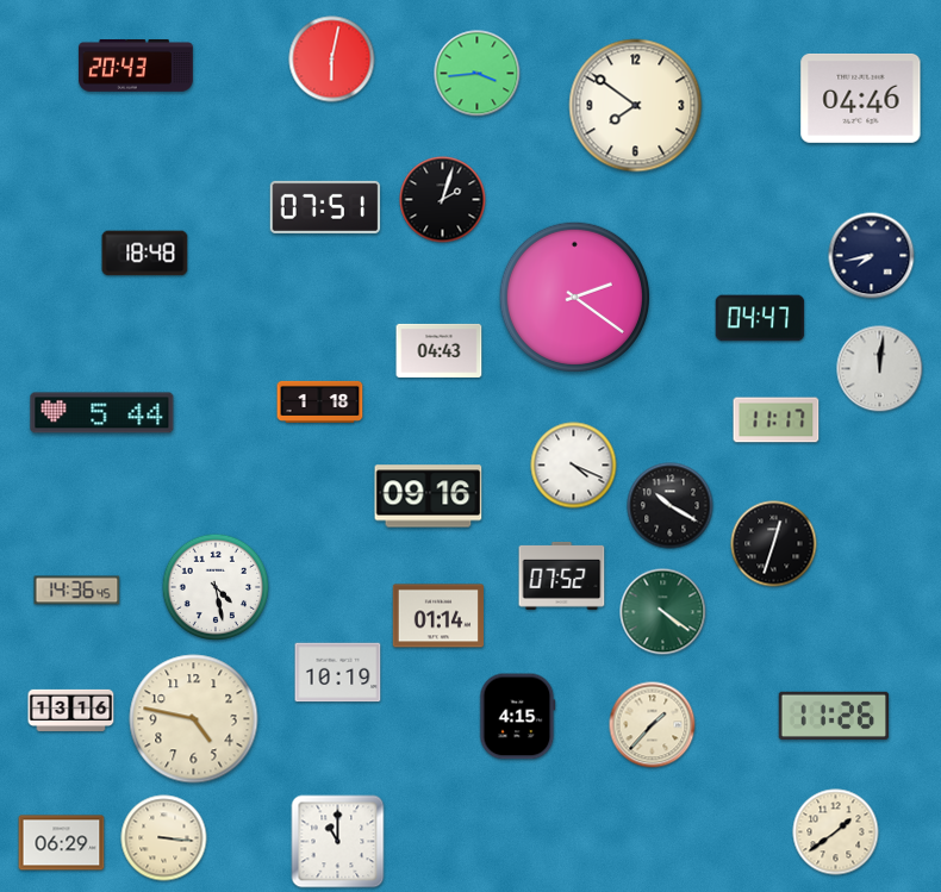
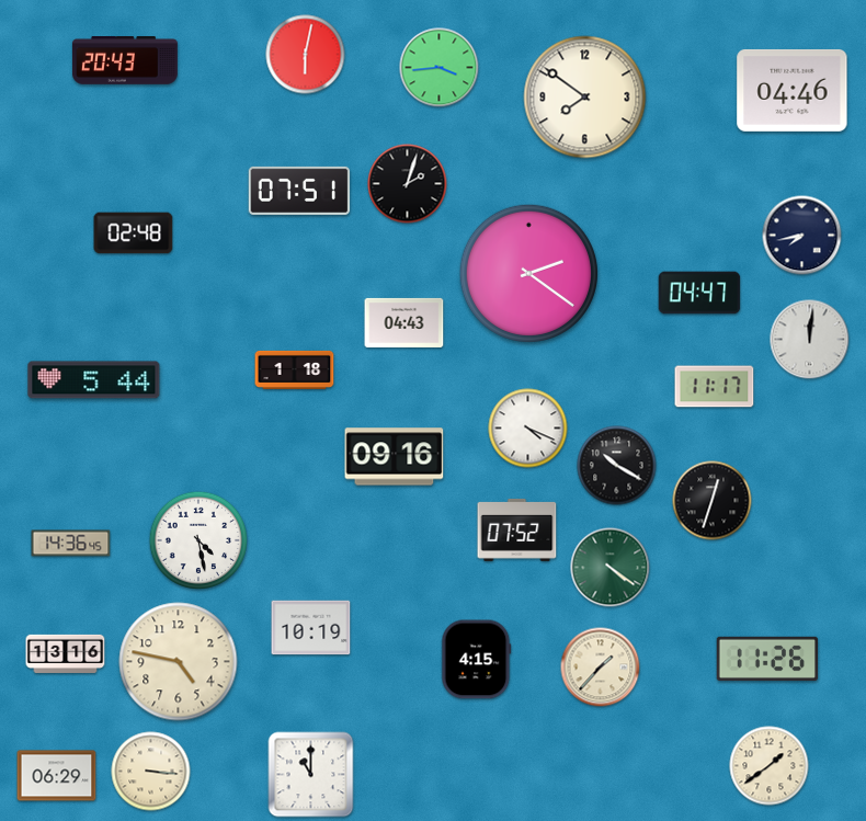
clock at (145, 254): 18:48 -> 02:48
clock at (663, 612) position: (663, 612) -> (611, 568)
clock at (437, 616): 01:14 -> none
clock at (338, 673) position: (338, 673) -> (311, 628)
